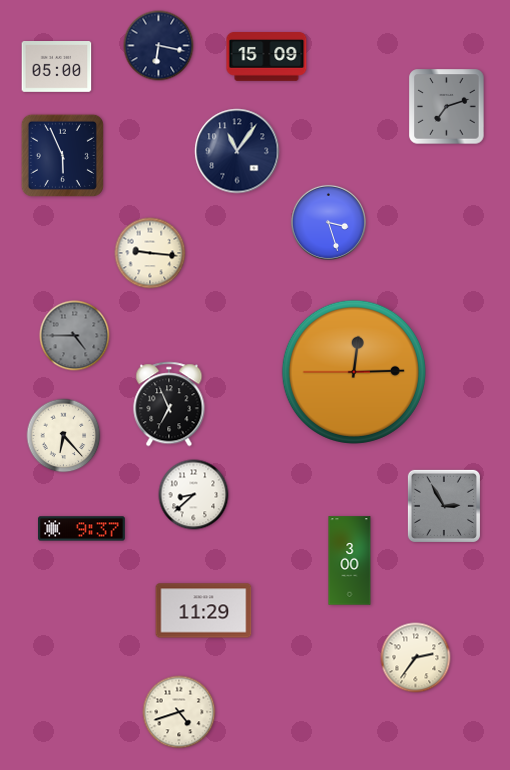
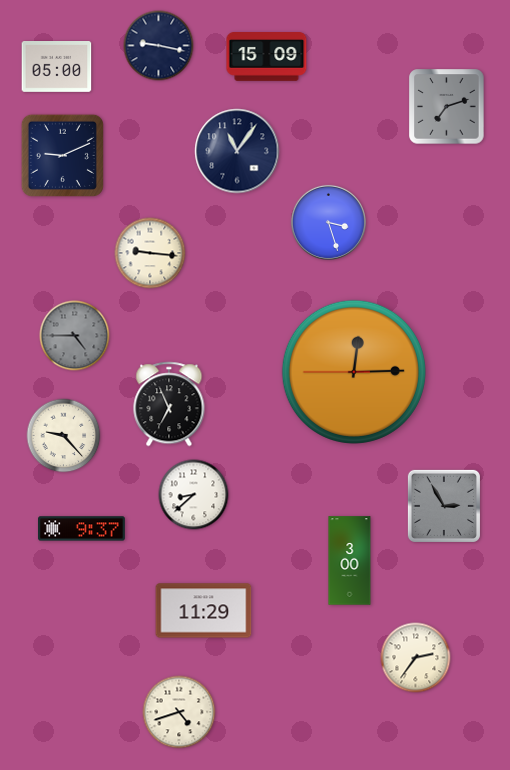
clock at (159, 46): 6:17 -> 9:17
clock at (62, 155): 5:56 -> 9:11
clock at (64, 436): 6:23 -> 9:23
